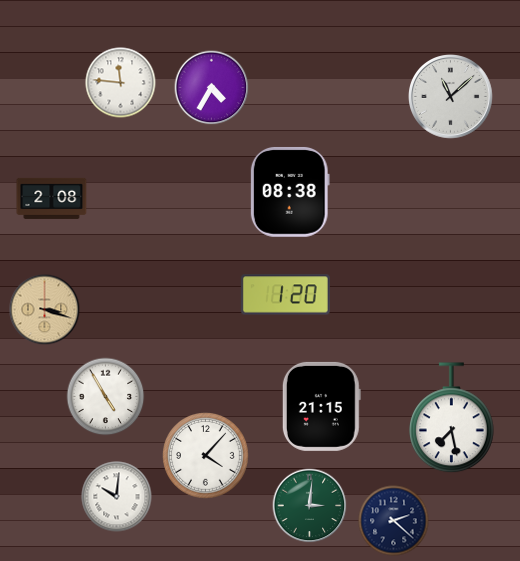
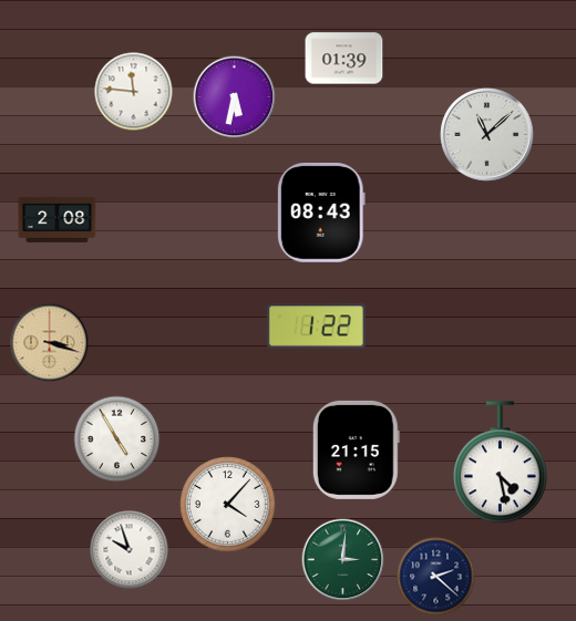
clock at (344, 59): none -> 01:39
clock at (212, 88): 4:35 -> 5:32
clock at (451, 97) position: (451, 97) -> (487, 135)
clock at (290, 192): 08:38 -> 08:43
clock at (285, 295): 1:20 -> 1:22
clock at (452, 418): 7:28 -> 4:28
clock at (117, 497): 10:01 -> 9:57
